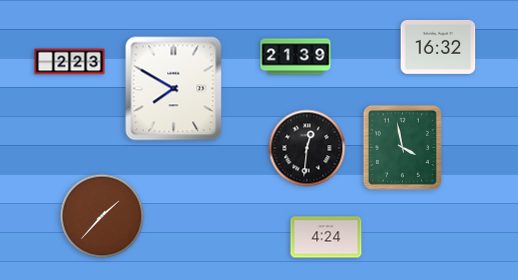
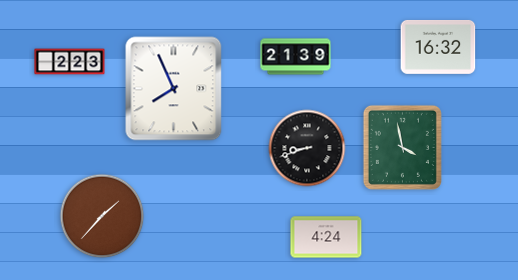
clock at (174, 89): 7:50 -> 7:56
clock at (307, 148): 12:31 -> 8:42
